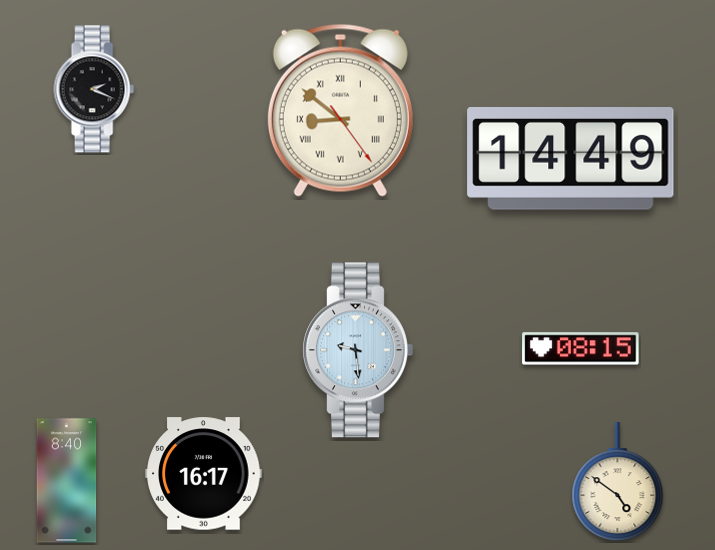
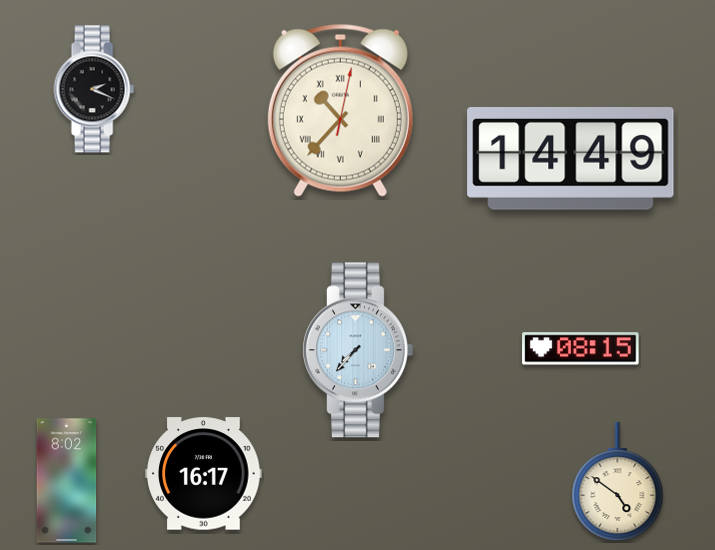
clock at (340, 110): 8:51 -> 10:37
clock at (357, 350): 9:29 -> 7:37
clock at (67, 481): 8:40 -> 8:02
